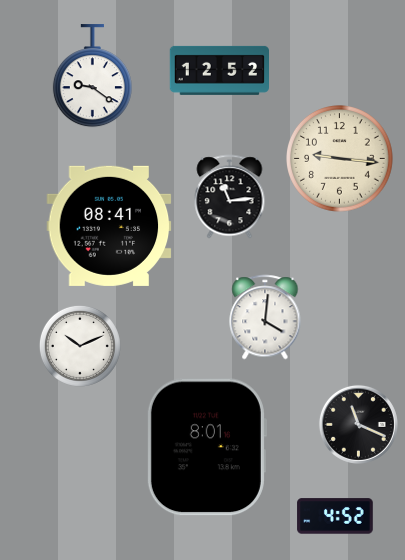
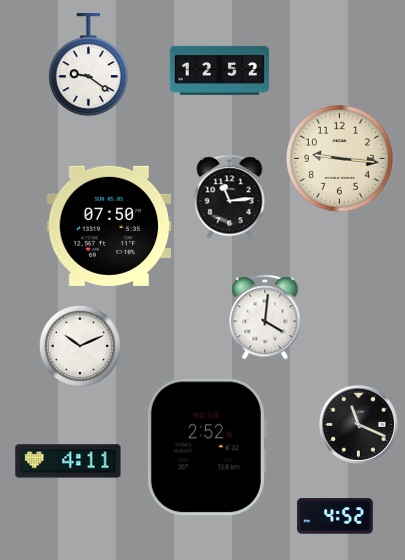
clock at (92, 76) position: (92, 76) -> (88, 65)
clock at (109, 226): 08:41 -> 07:50
clock at (206, 447): 8:01 -> 2:52
clock at (68, 461): none -> 4:11
